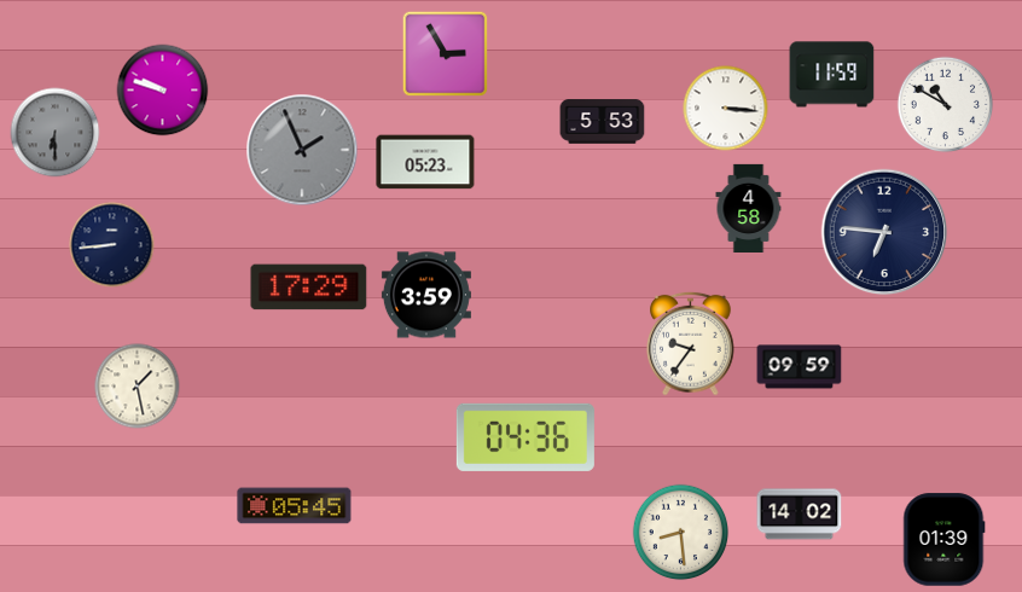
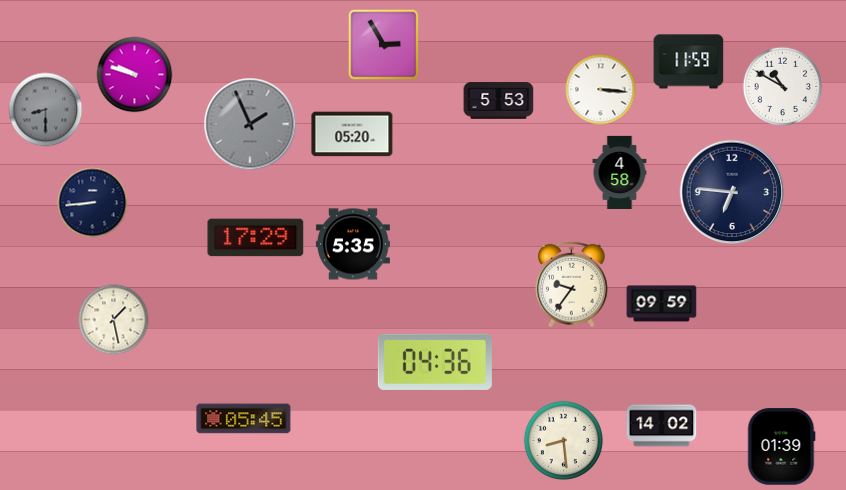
clock at (446, 54) position: (446, 54) -> (384, 45)
clock at (56, 133): 6:30 -> 8:30
clock at (425, 162): 05:23 -> 05:20
clock at (426, 295): 3:59 -> 5:35
